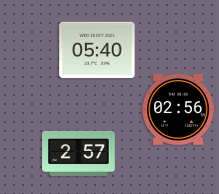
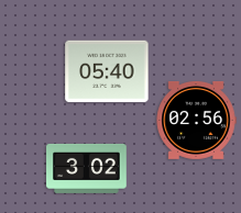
clock at (97, 50) position: (97, 50) -> (107, 71)
clock at (79, 153): 2:57 -> 3:02
